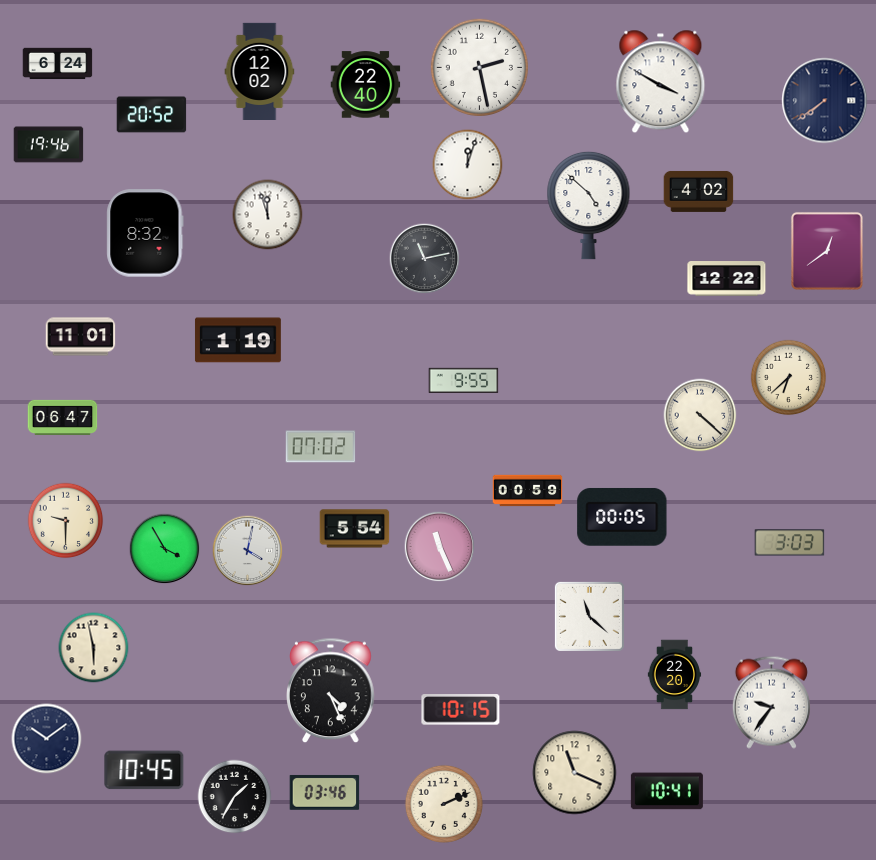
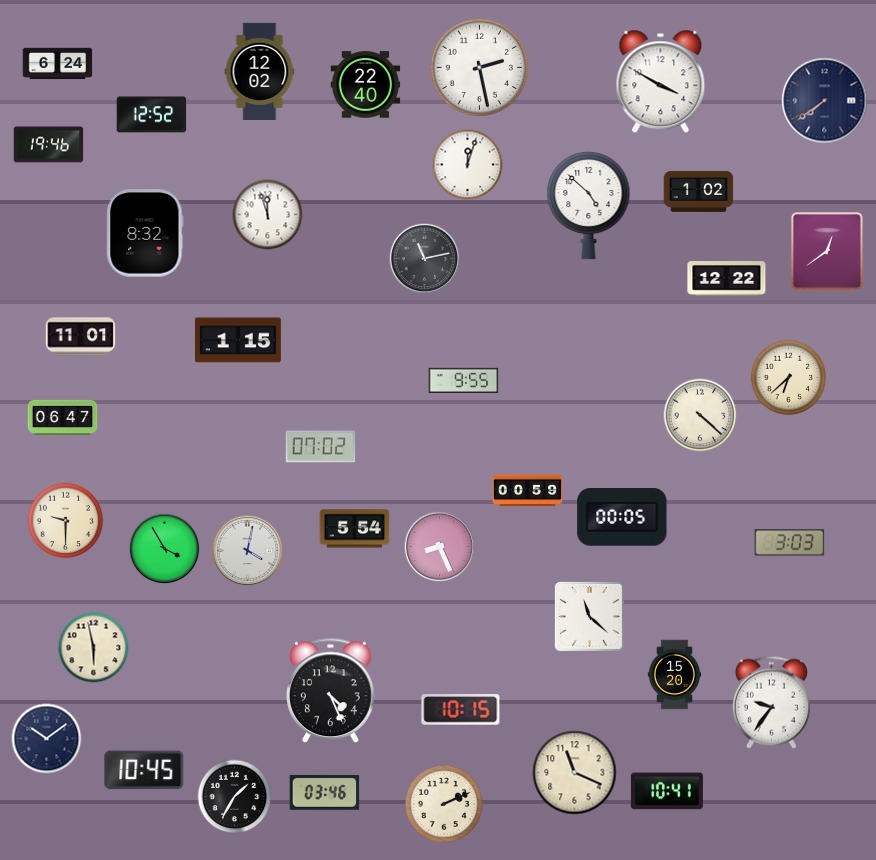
clock at (152, 115): 20:52 -> 12:52
clock at (699, 191): 4:02 -> 1:02
clock at (238, 340): 1:19 -> 1:15
clock at (440, 547): 11:26 -> 8:26
clock at (675, 675): 22:20 -> 15:20
